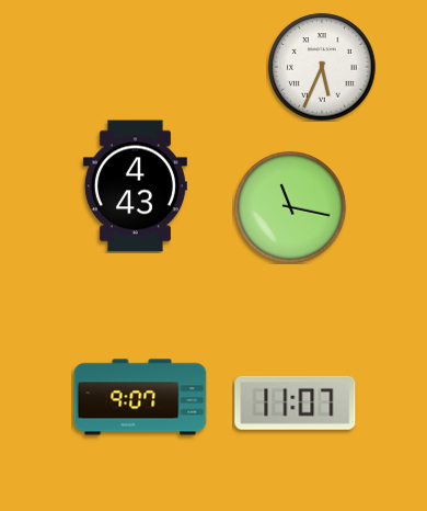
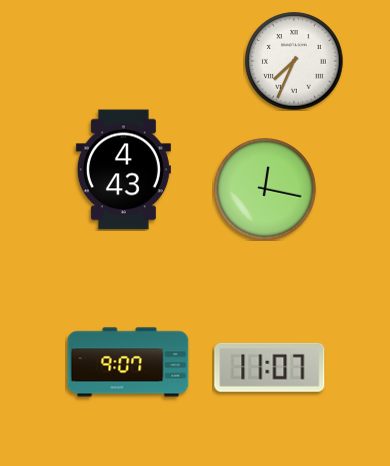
clock at (322, 67): 5:34 -> 7:34
clock at (290, 207): 11:17 -> 12:17
